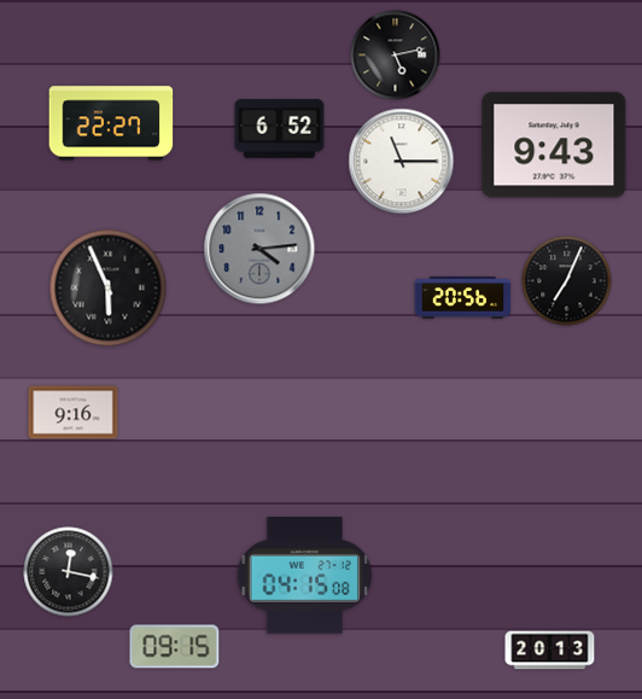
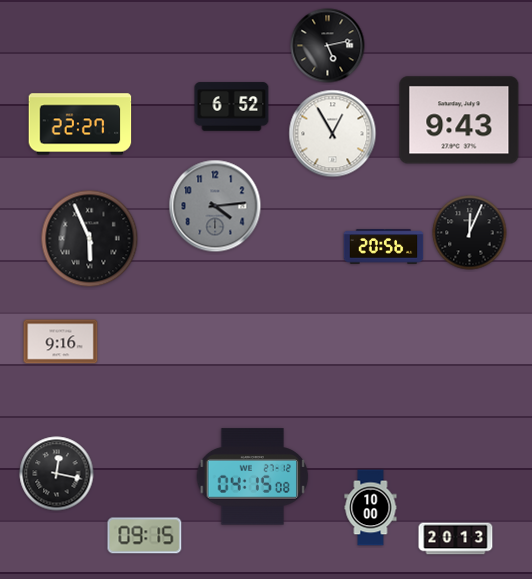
clock at (111, 123) position: (111, 123) -> (80, 124)
clock at (402, 162): 11:15 -> 12:55
clock at (567, 281): 7:04 -> 12:04
clock at (371, 508): none -> 10:00
